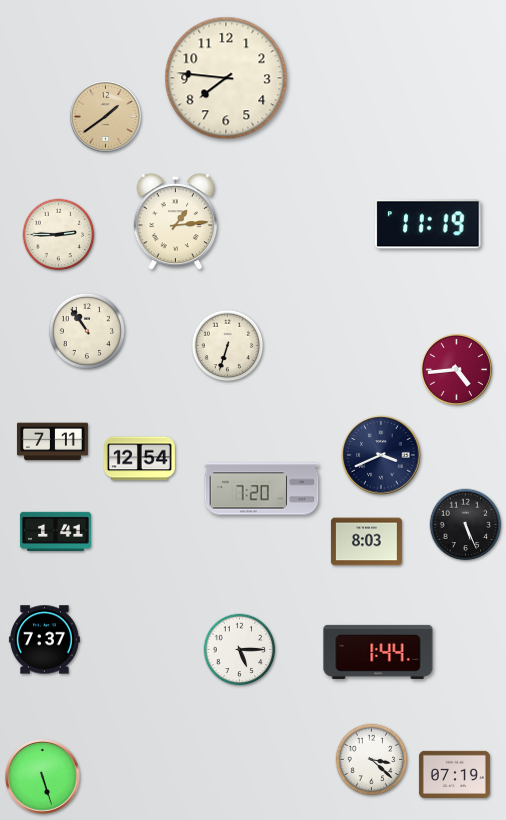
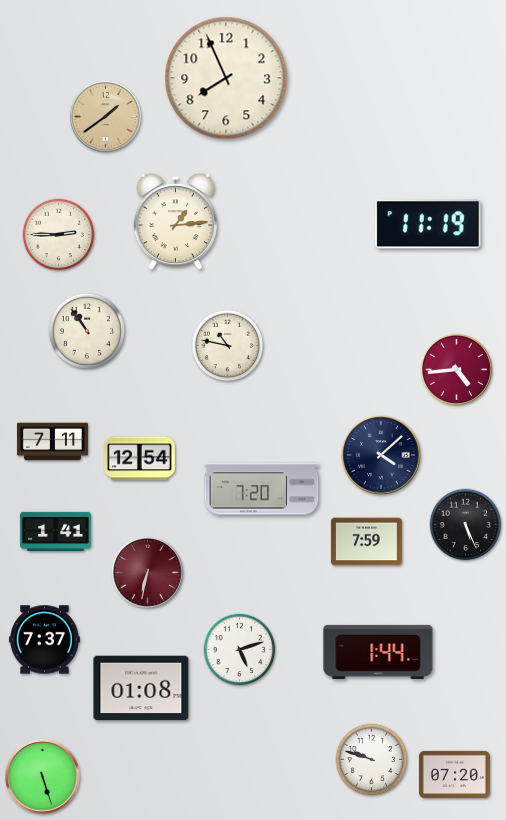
clock at (226, 78): 7:46 -> 7:56
clock at (228, 346): 6:33 -> 10:47
clock at (381, 455): 3:41 -> 4:08
clock at (366, 542): 8:03 -> 7:59
clock at (147, 572): none -> 6:32
clock at (240, 650): 5:15 -> 5:12
clock at (141, 688): none -> 01:08
clock at (372, 760): 3:22 -> 9:48
clock at (454, 774): 07:19 -> 07:20
